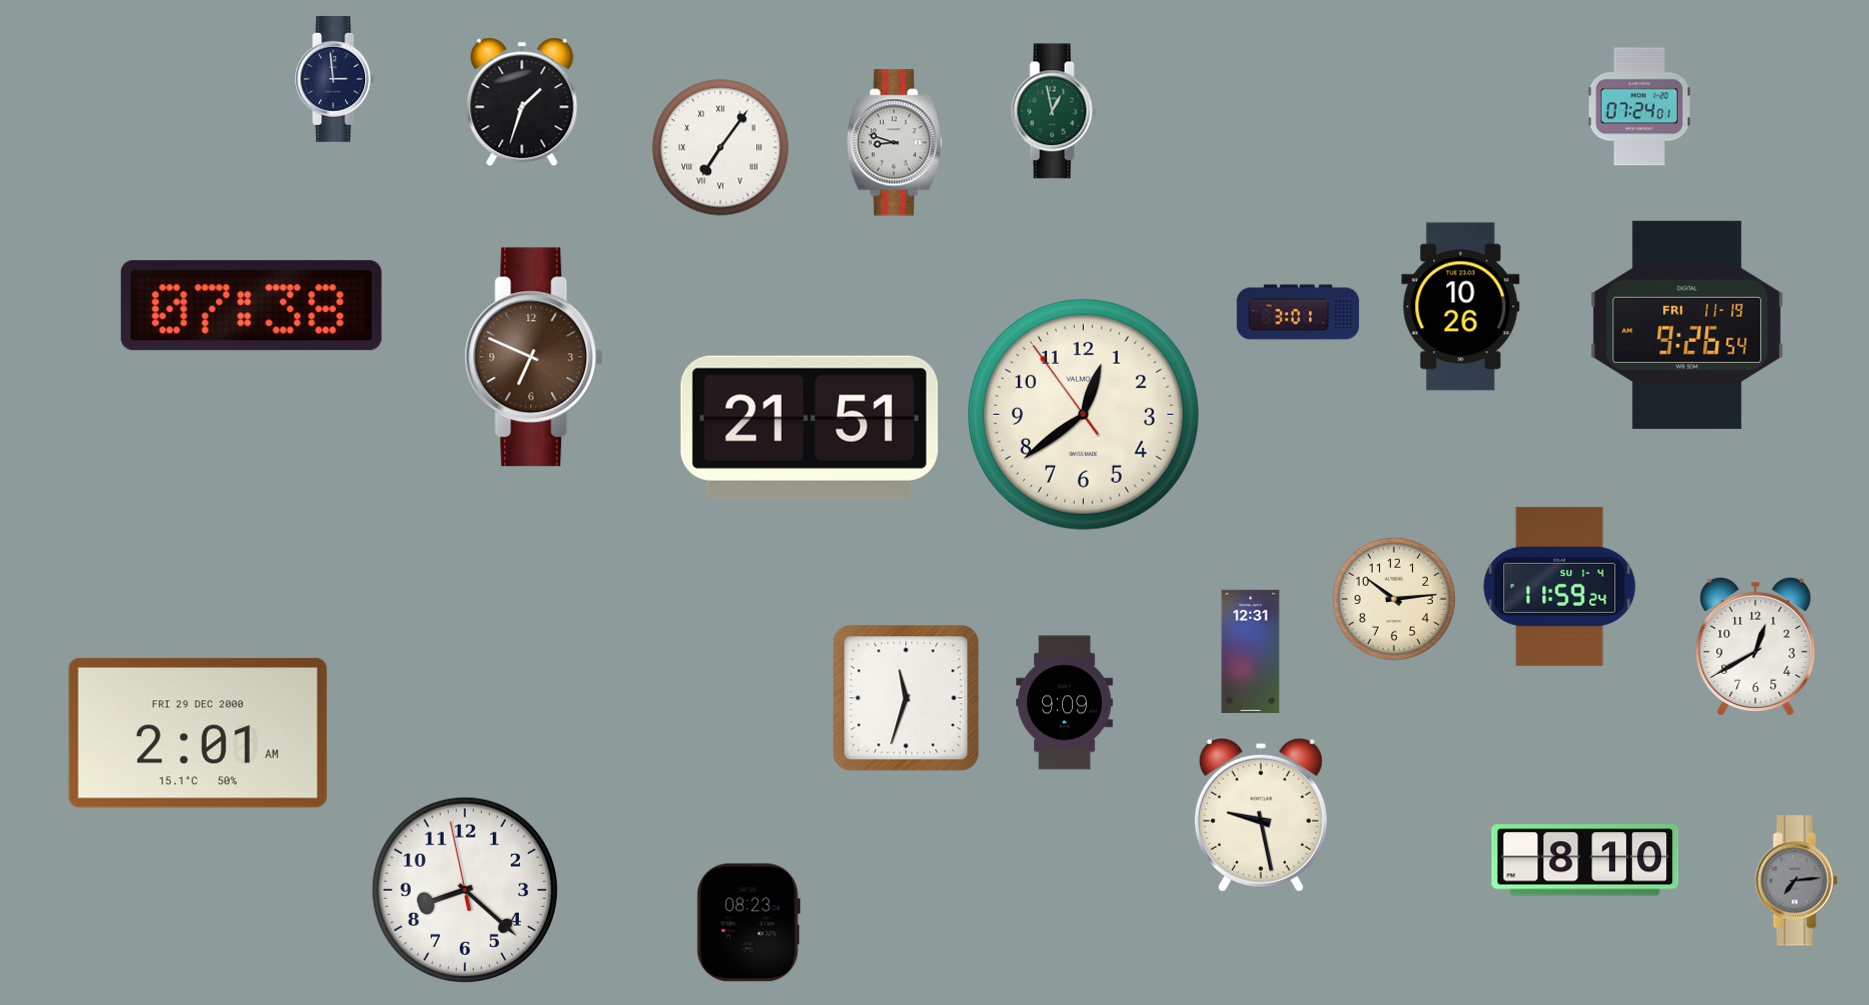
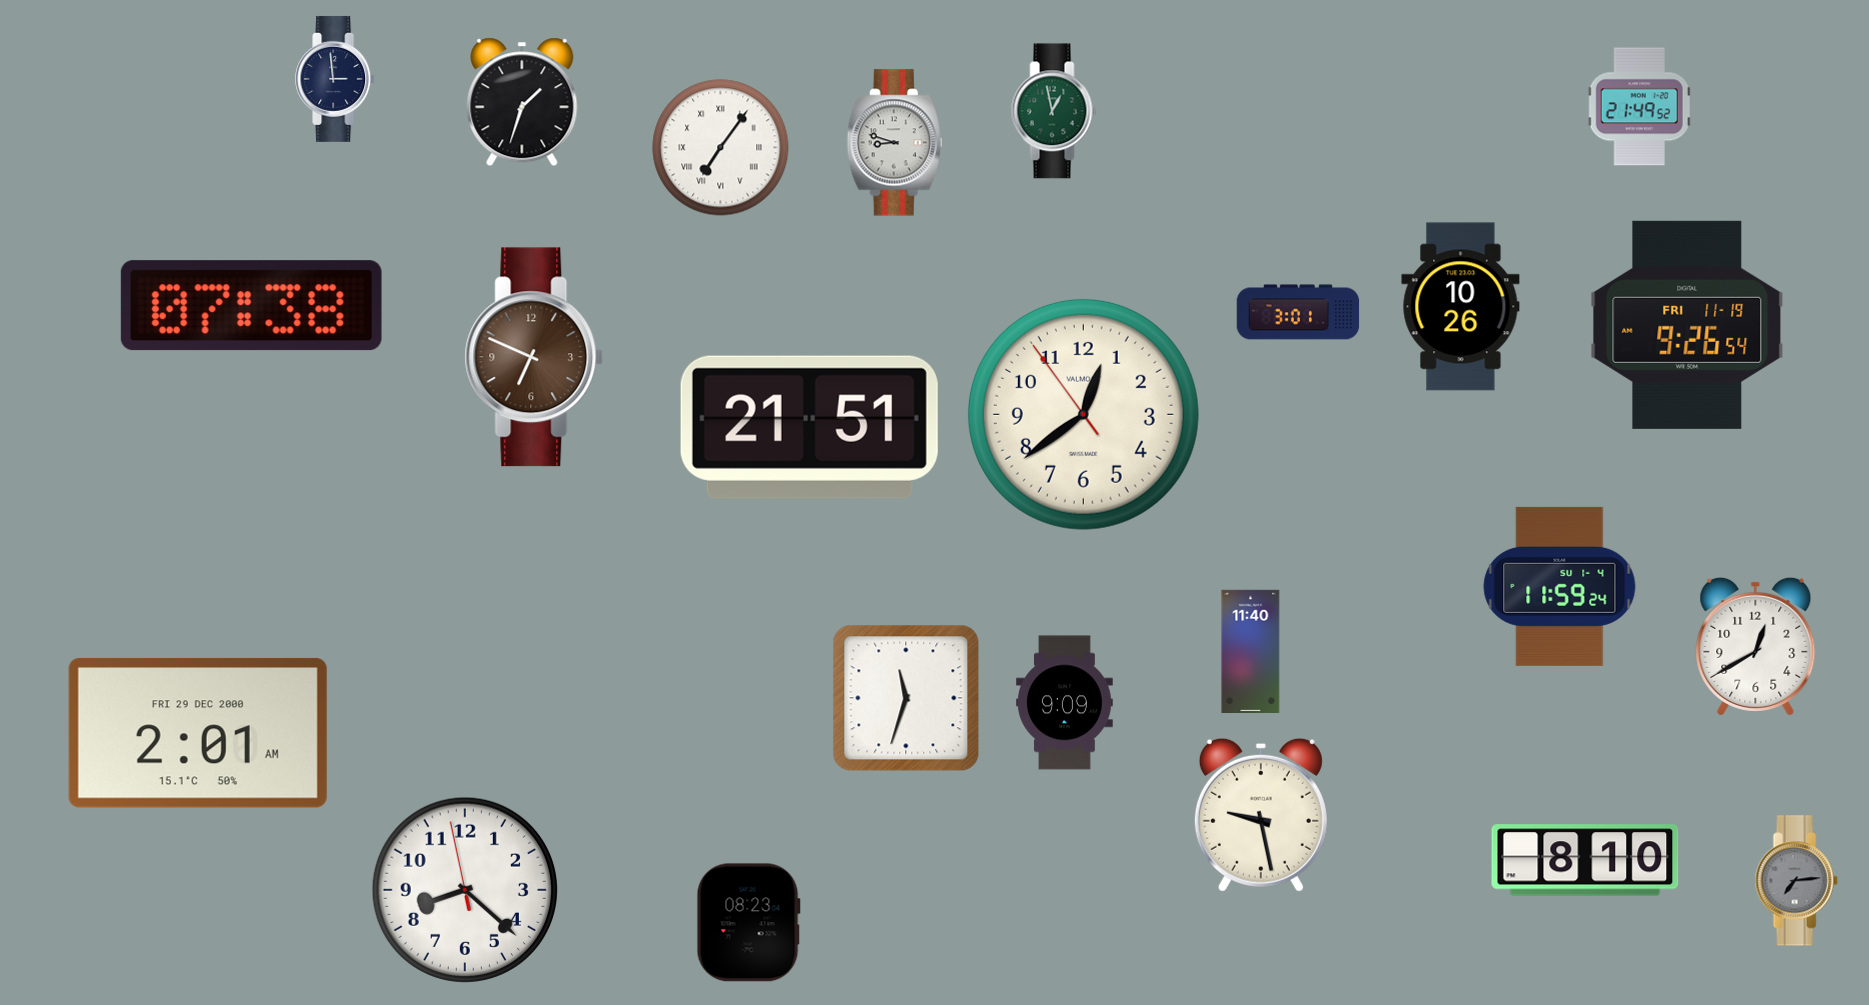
clock at (1640, 107): 07:24 -> 21:49
clock at (1394, 599): 10:14 -> none
clock at (1251, 652): 12:31 -> 11:40
